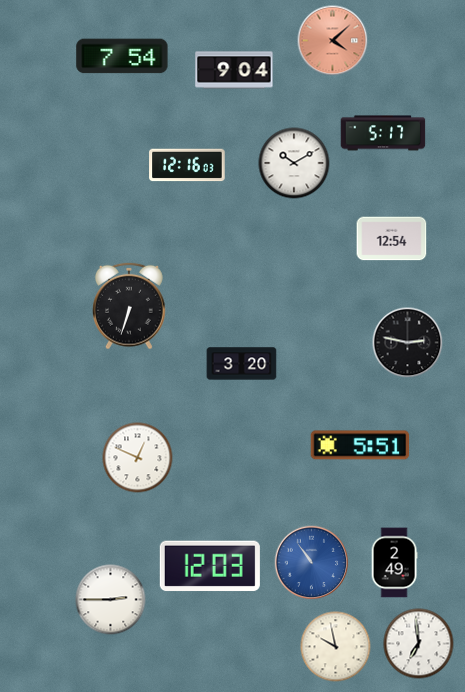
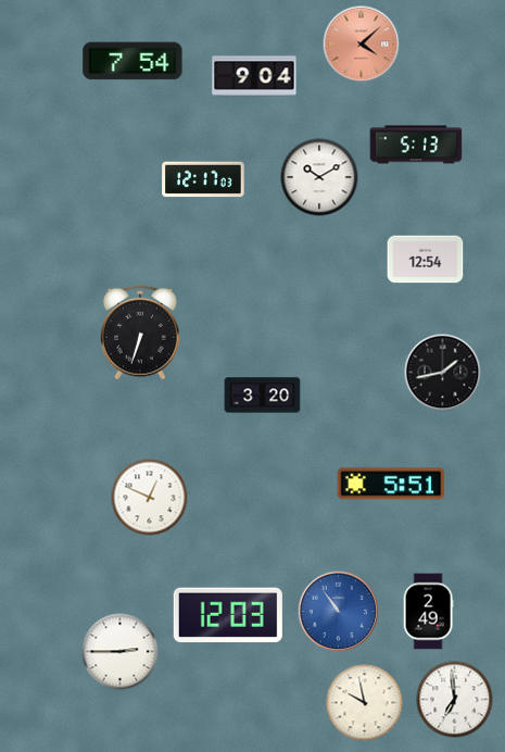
clock at (383, 133): 5:17 -> 5:13
clock at (187, 165): 12:16 -> 12:17
clock at (408, 343): 2:47 -> 1:43
